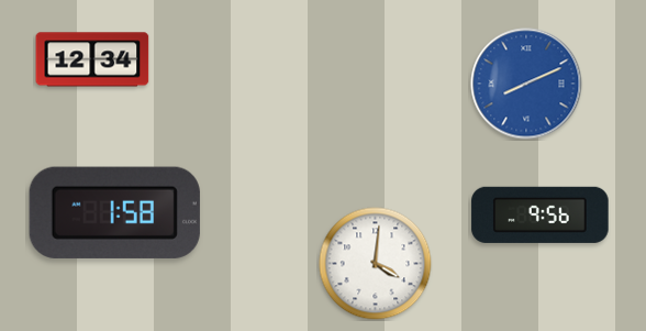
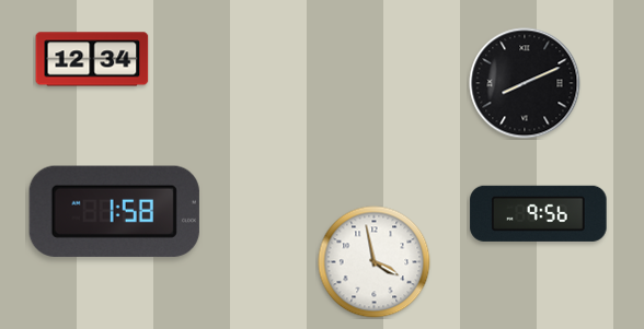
clock at (526, 84) dial: blue -> black
clock at (376, 264): 4:01 -> 3:58
